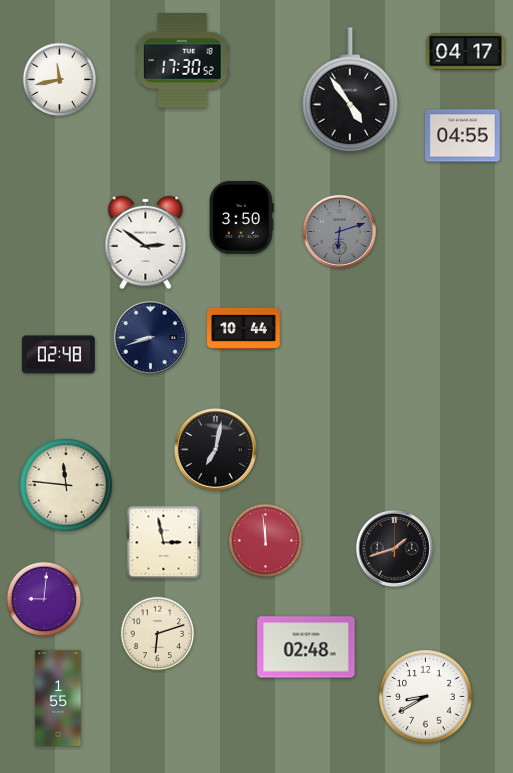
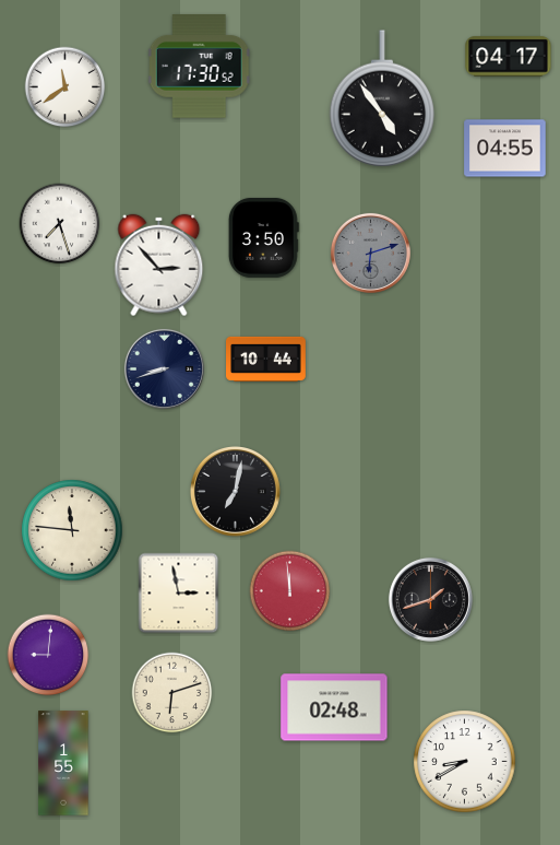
clock at (60, 80): 11:43 -> 11:39
clock at (60, 224): none -> 7:27
clock at (146, 243): 2:51 -> 2:53
clock at (58, 355): 02:48 -> none
